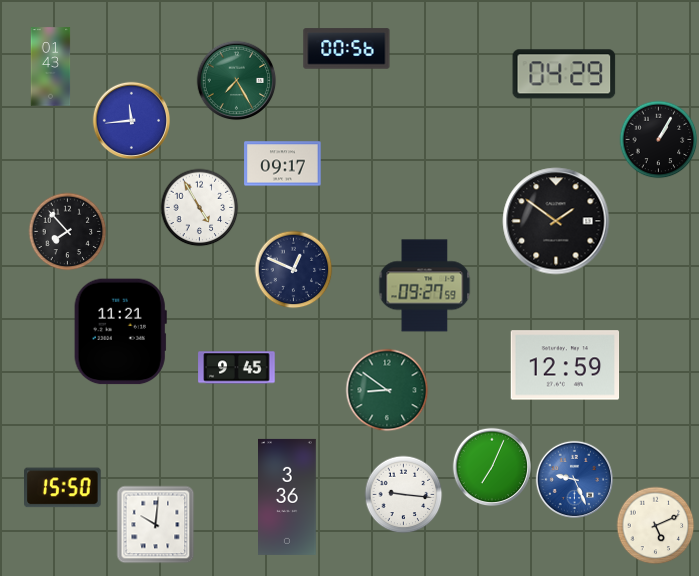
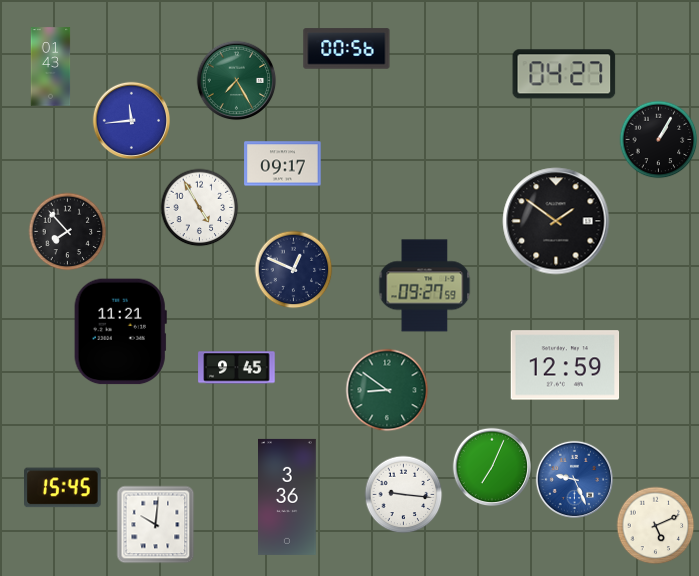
clock at (564, 74): 04:29 -> 04:27
clock at (63, 488): 15:50 -> 15:45
